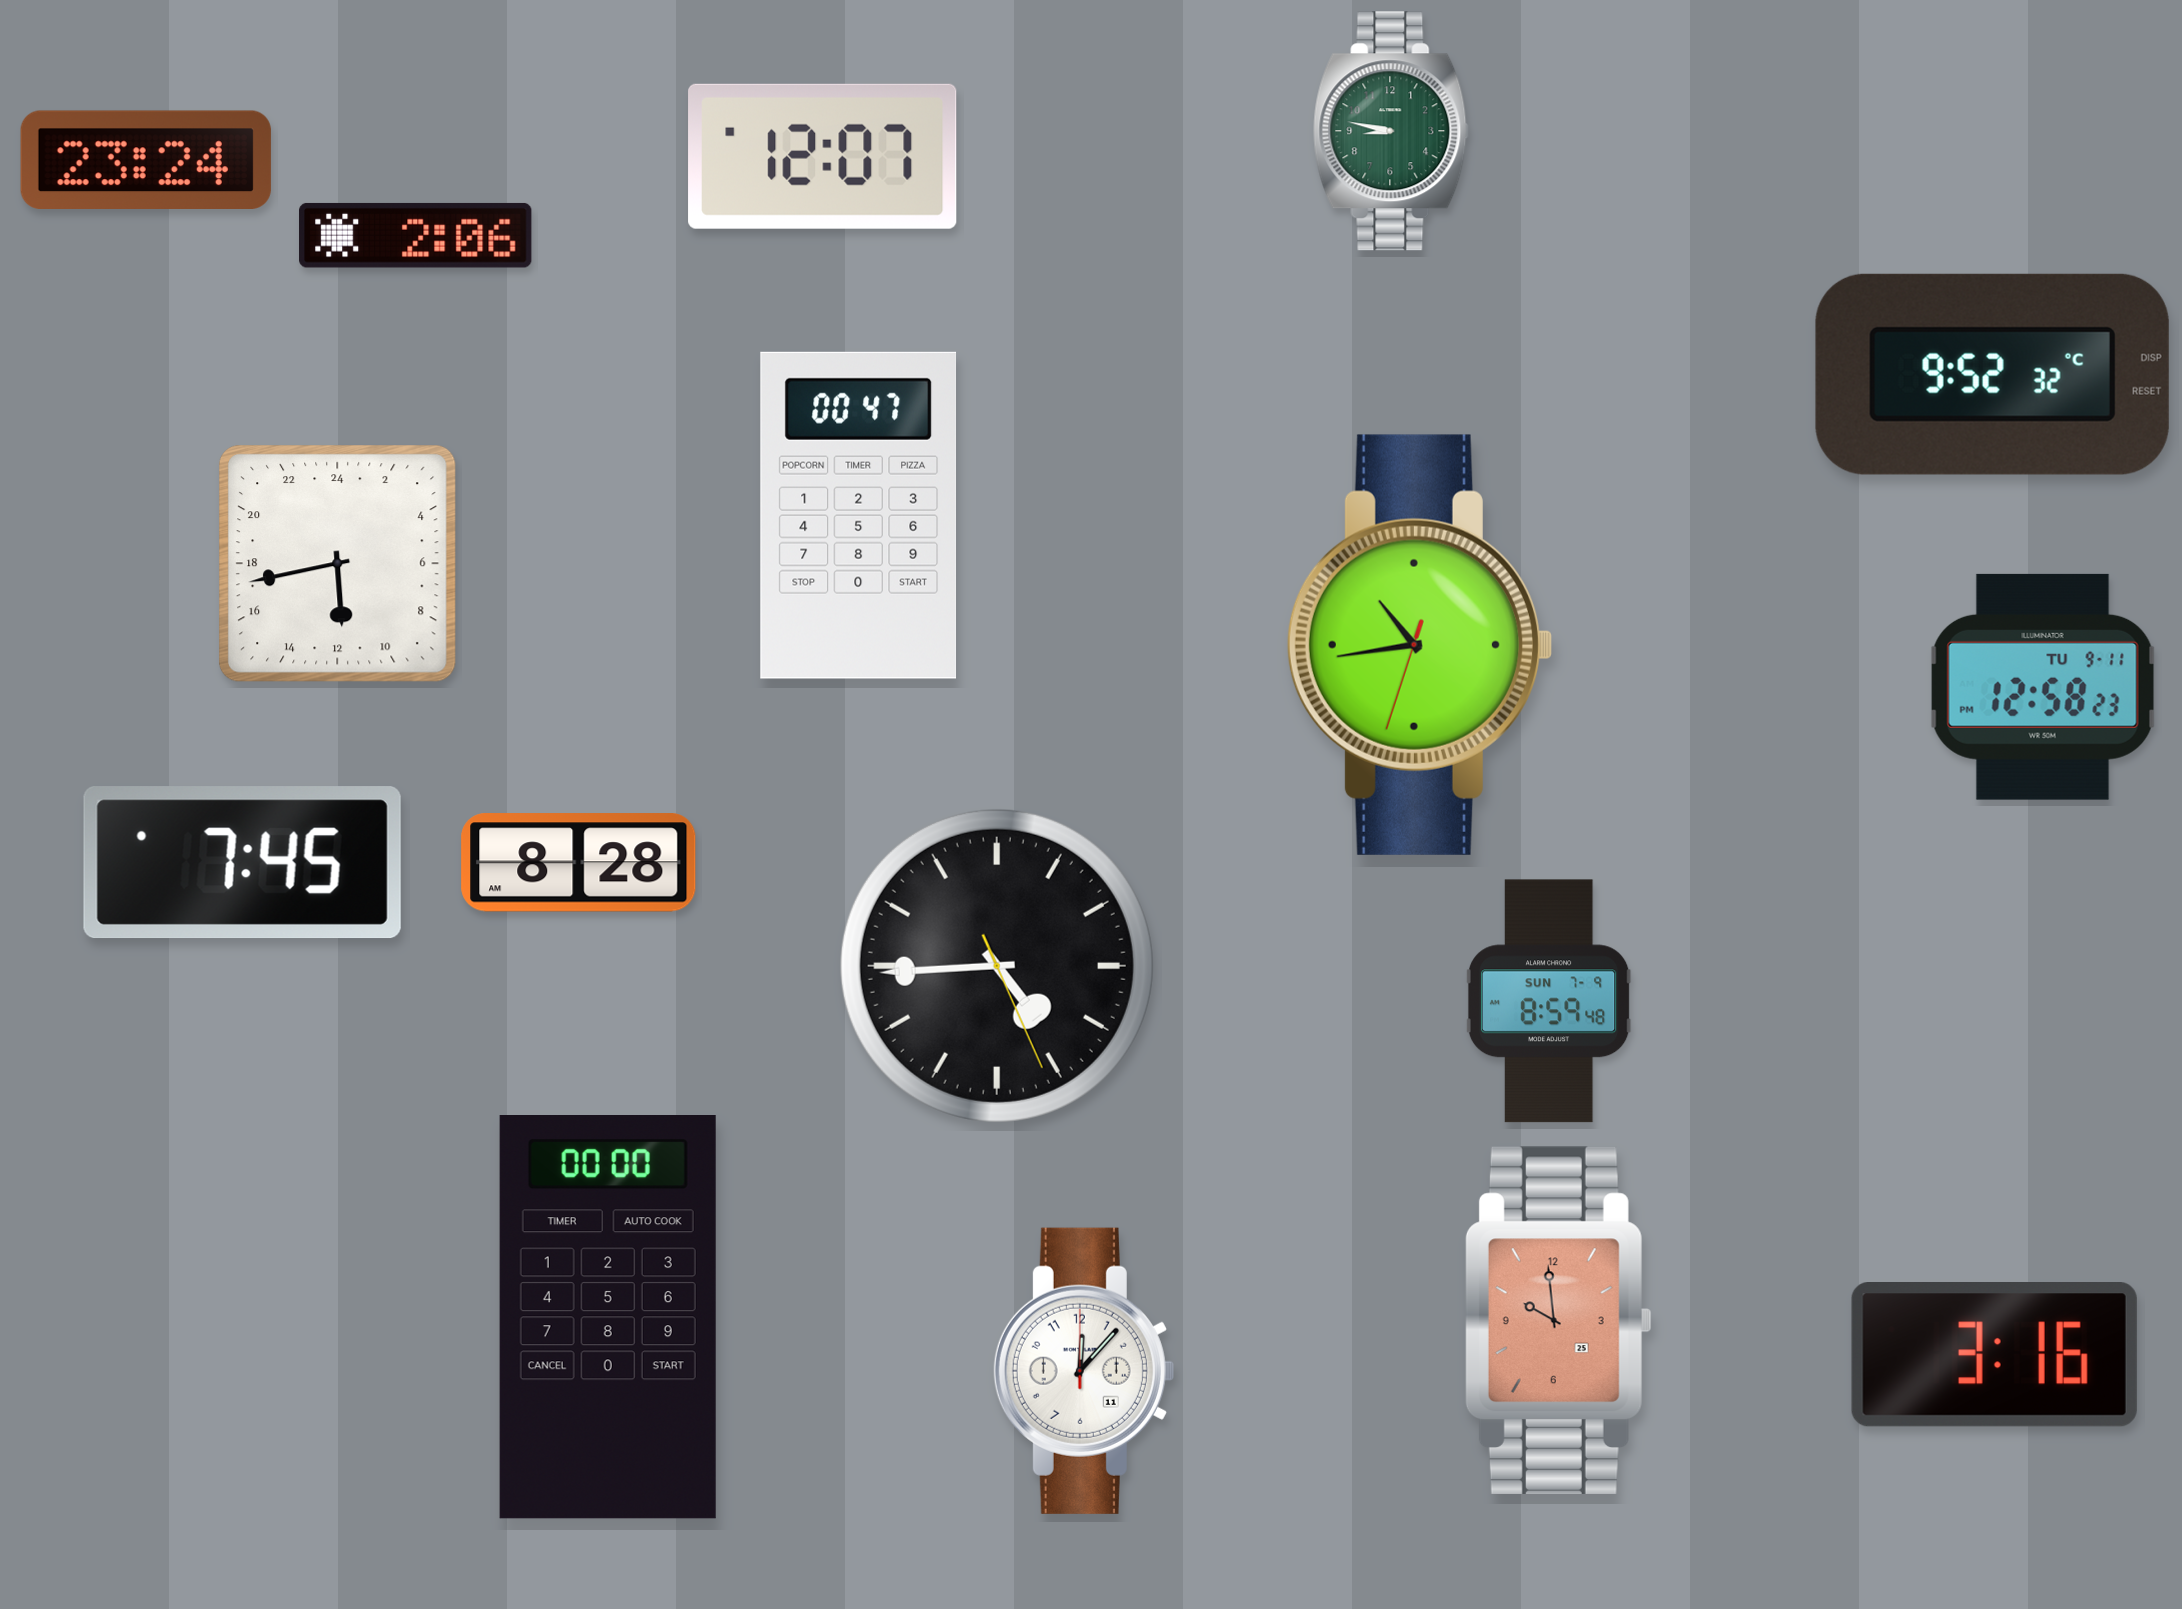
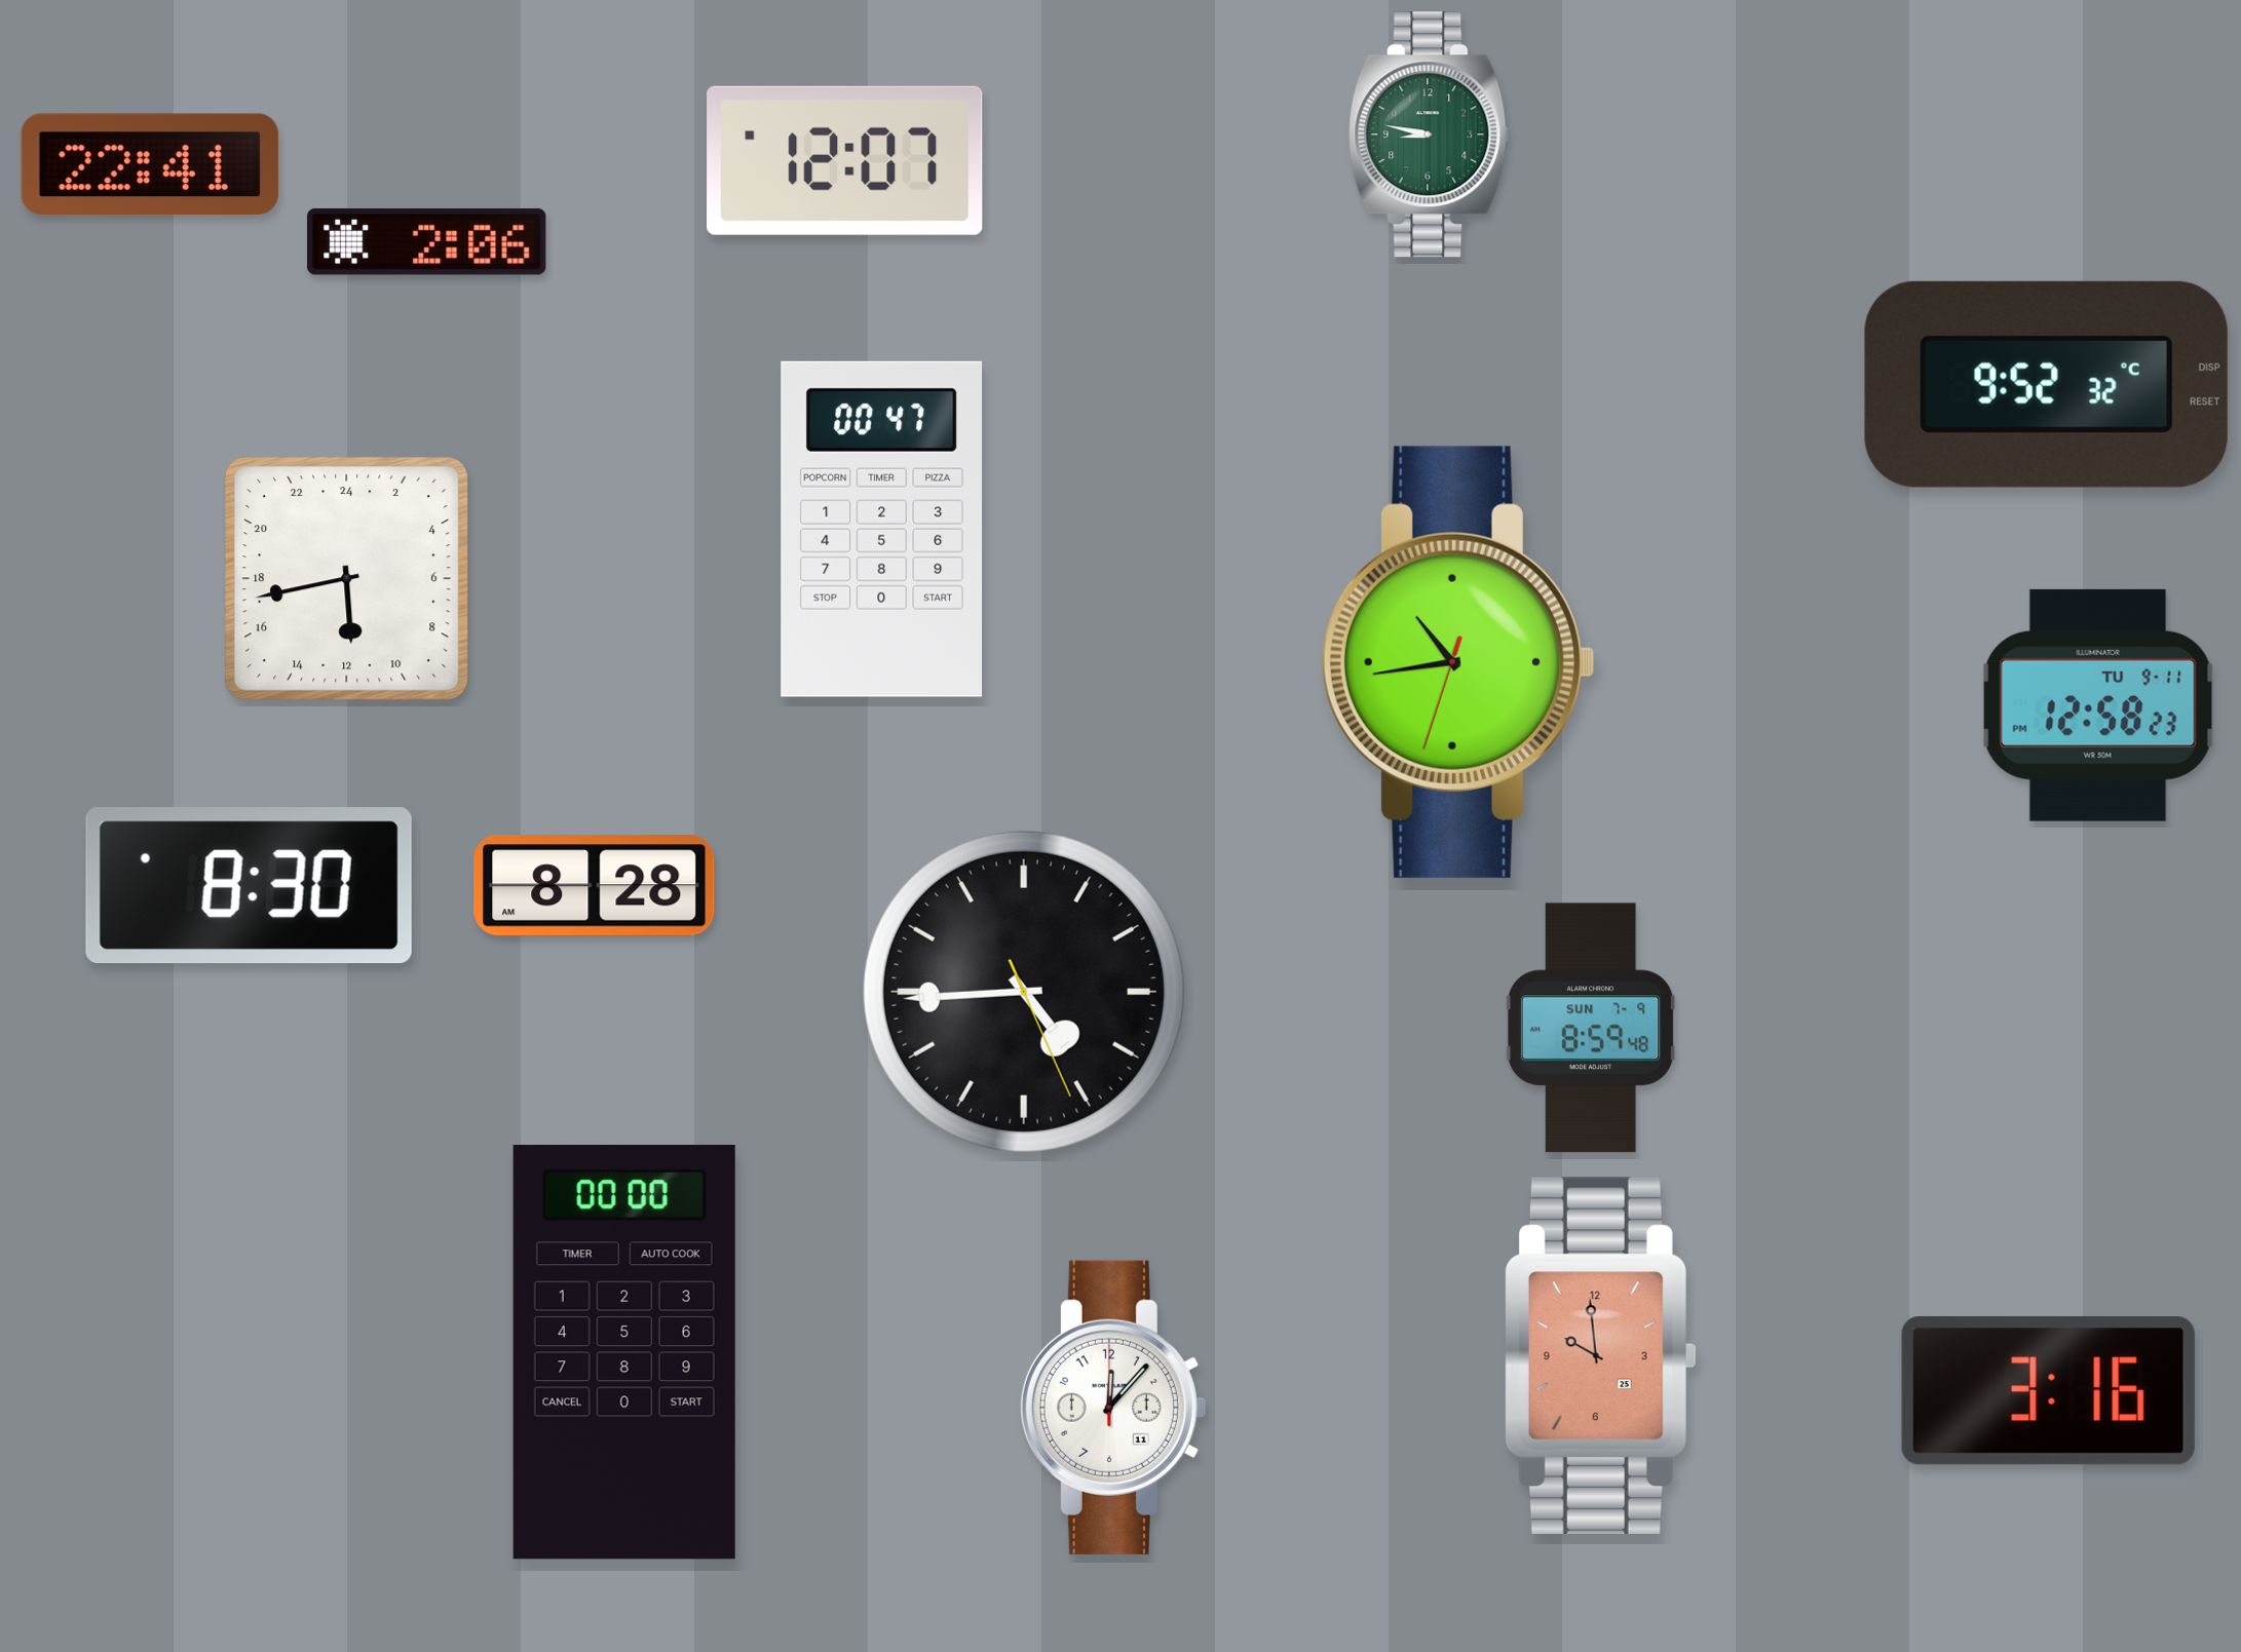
clock at (146, 159): 23:24 -> 22:41
clock at (242, 863): 7:45 -> 8:30
